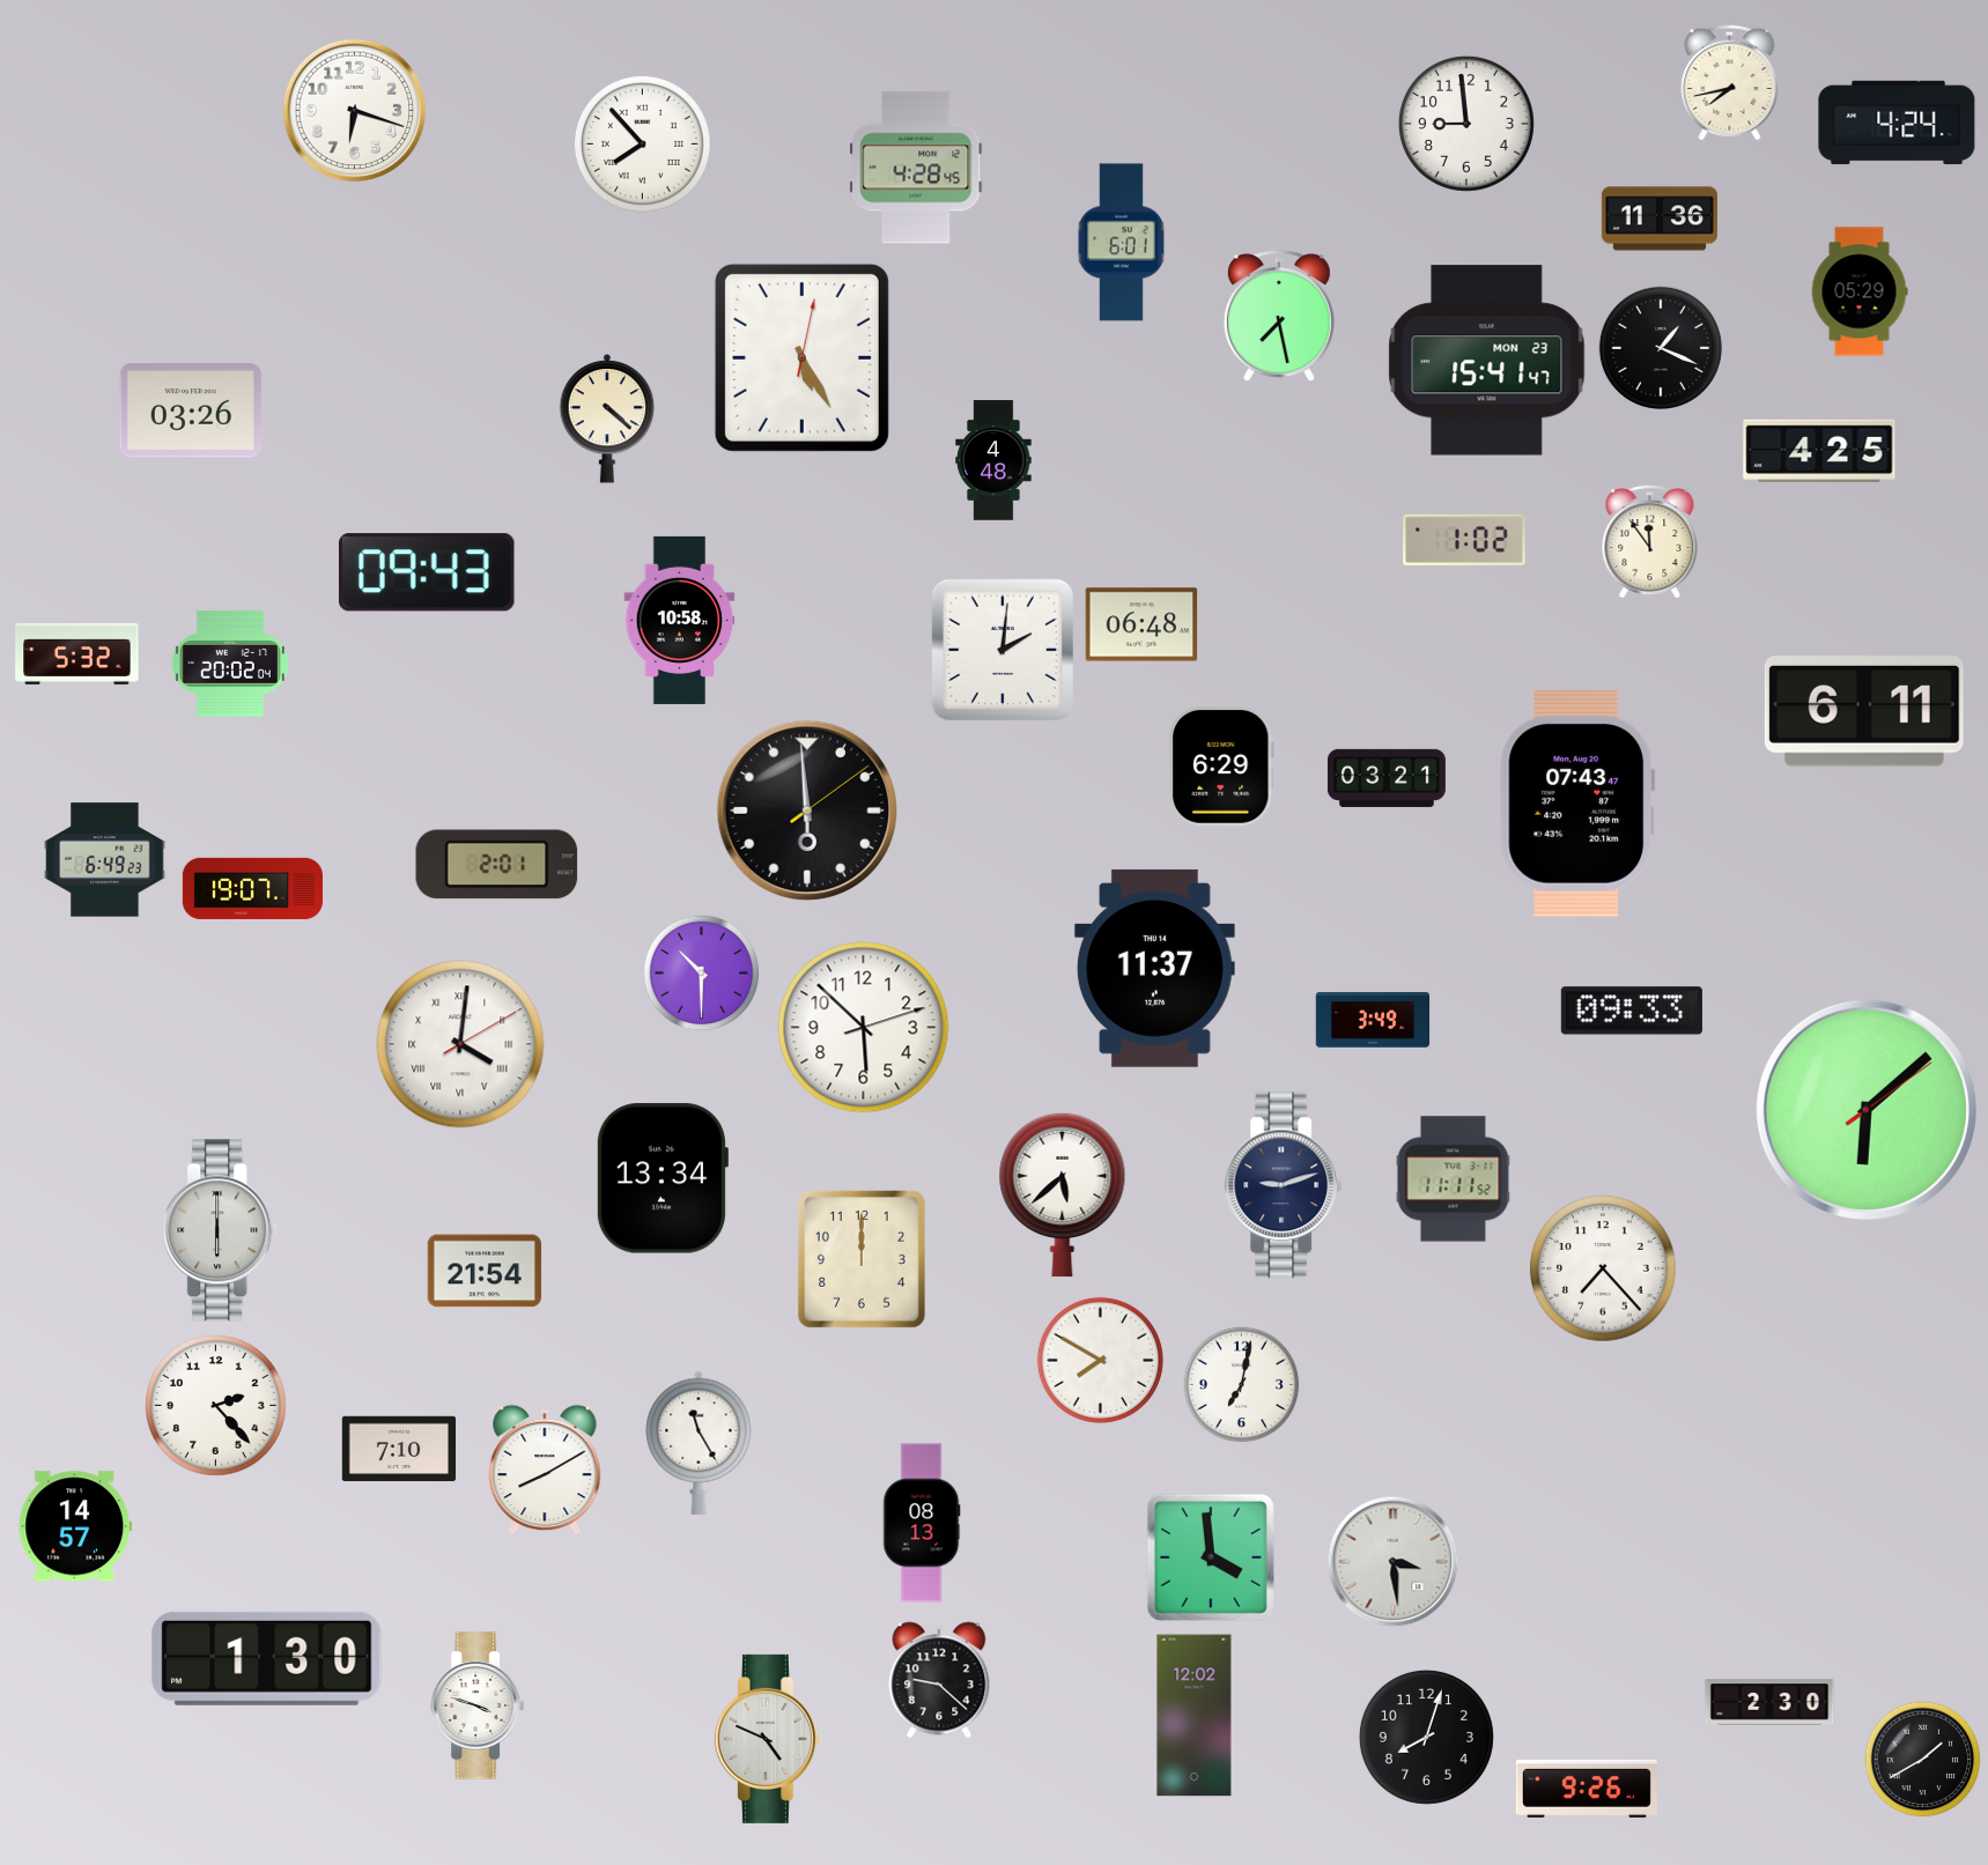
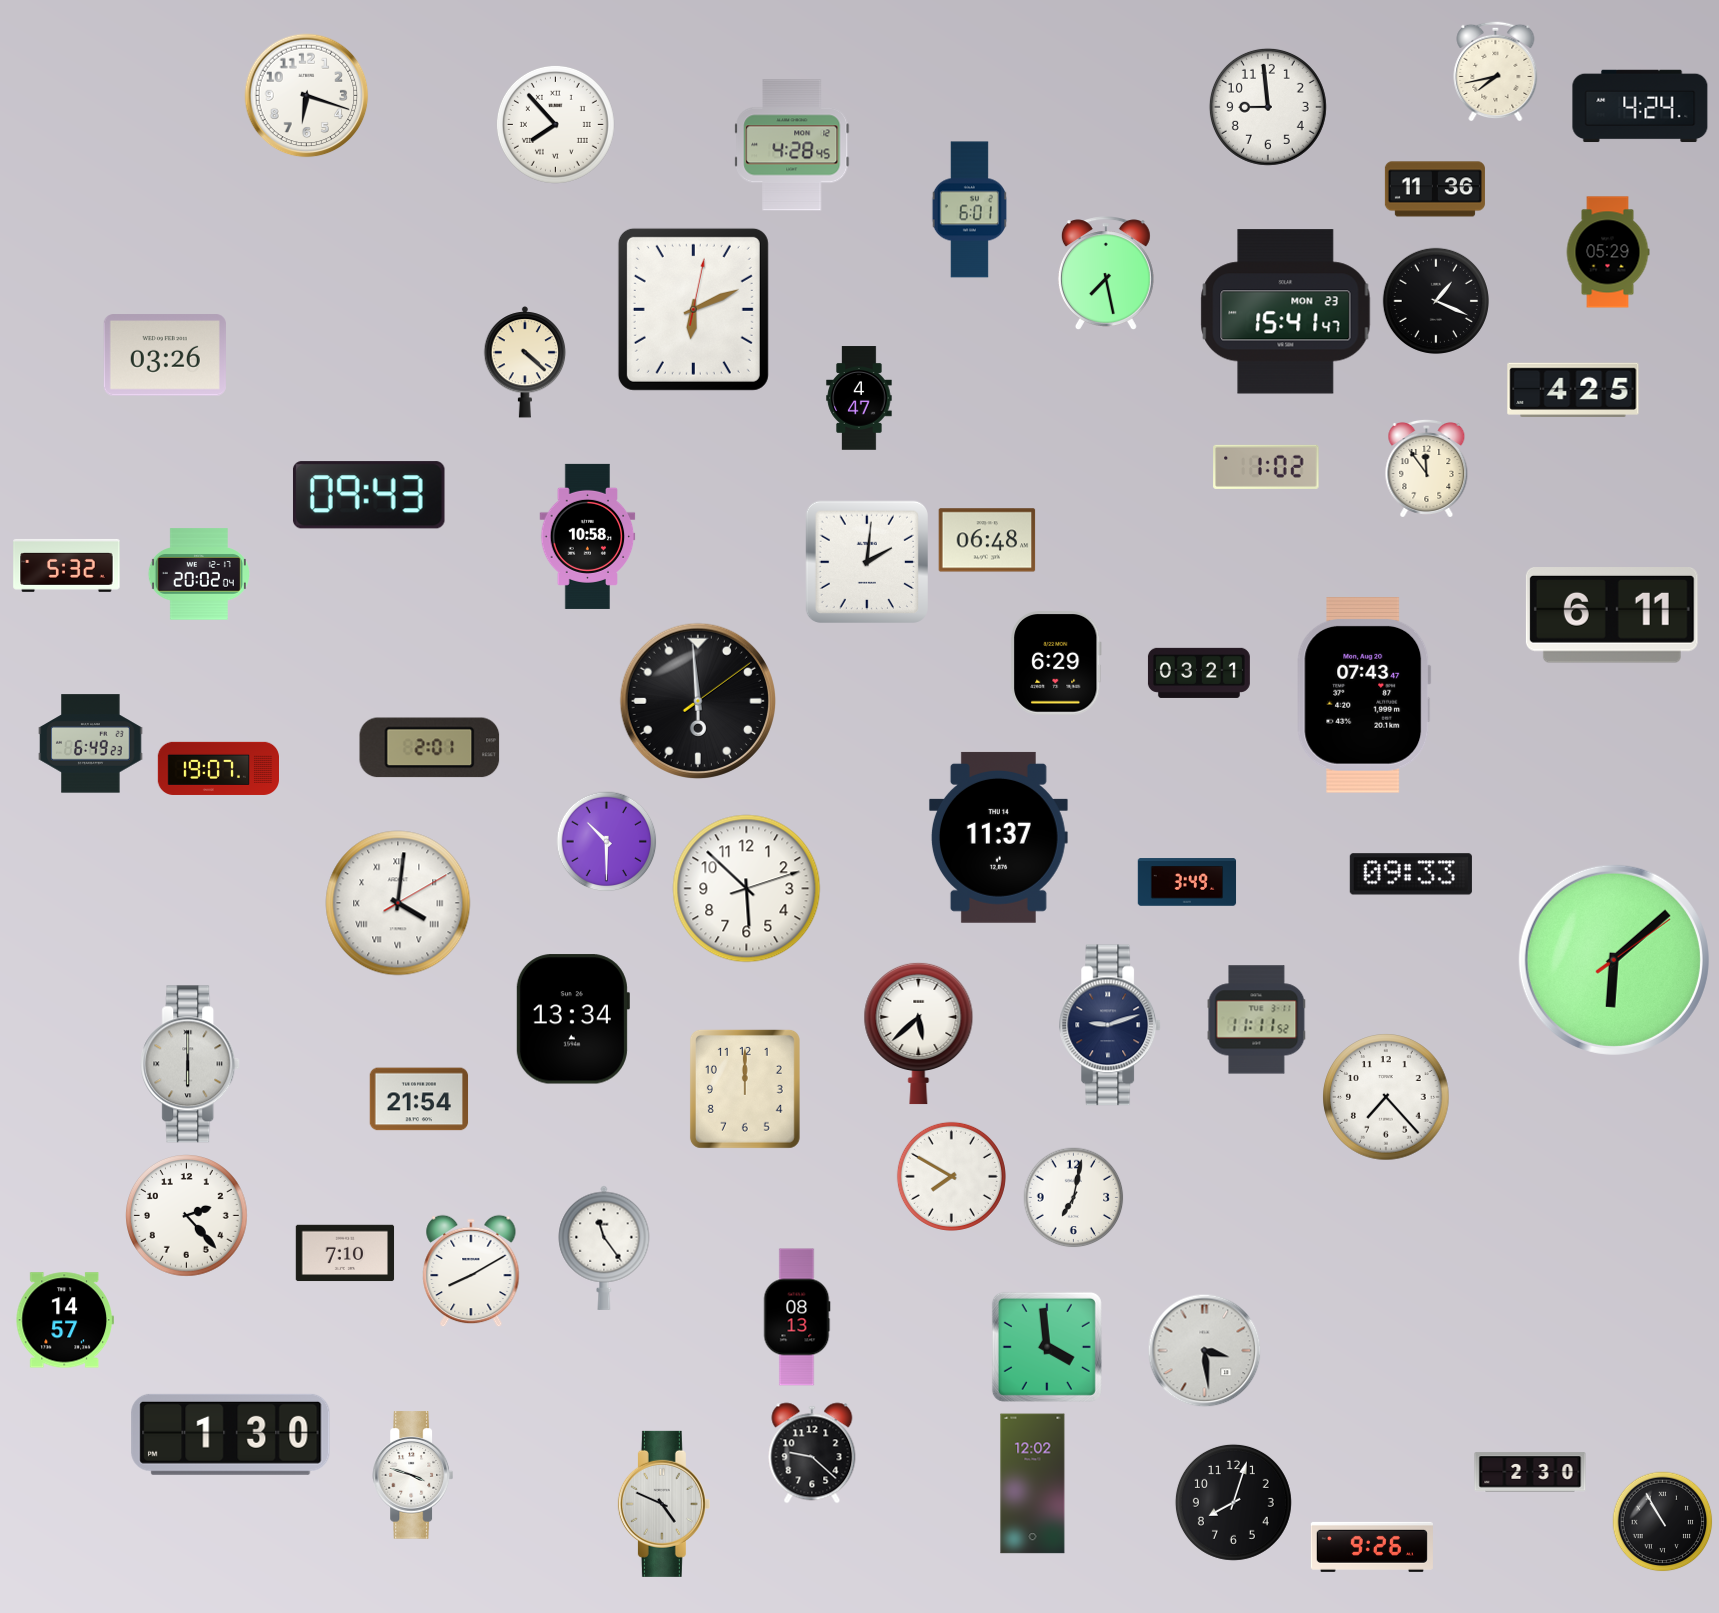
clock at (801, 357): 5:25 -> 6:11
clock at (993, 460): 4:48 -> 4:47
clock at (699, 1443): 11:25 -> 11:24
clock at (1923, 1760): 1:40 -> 10:55
